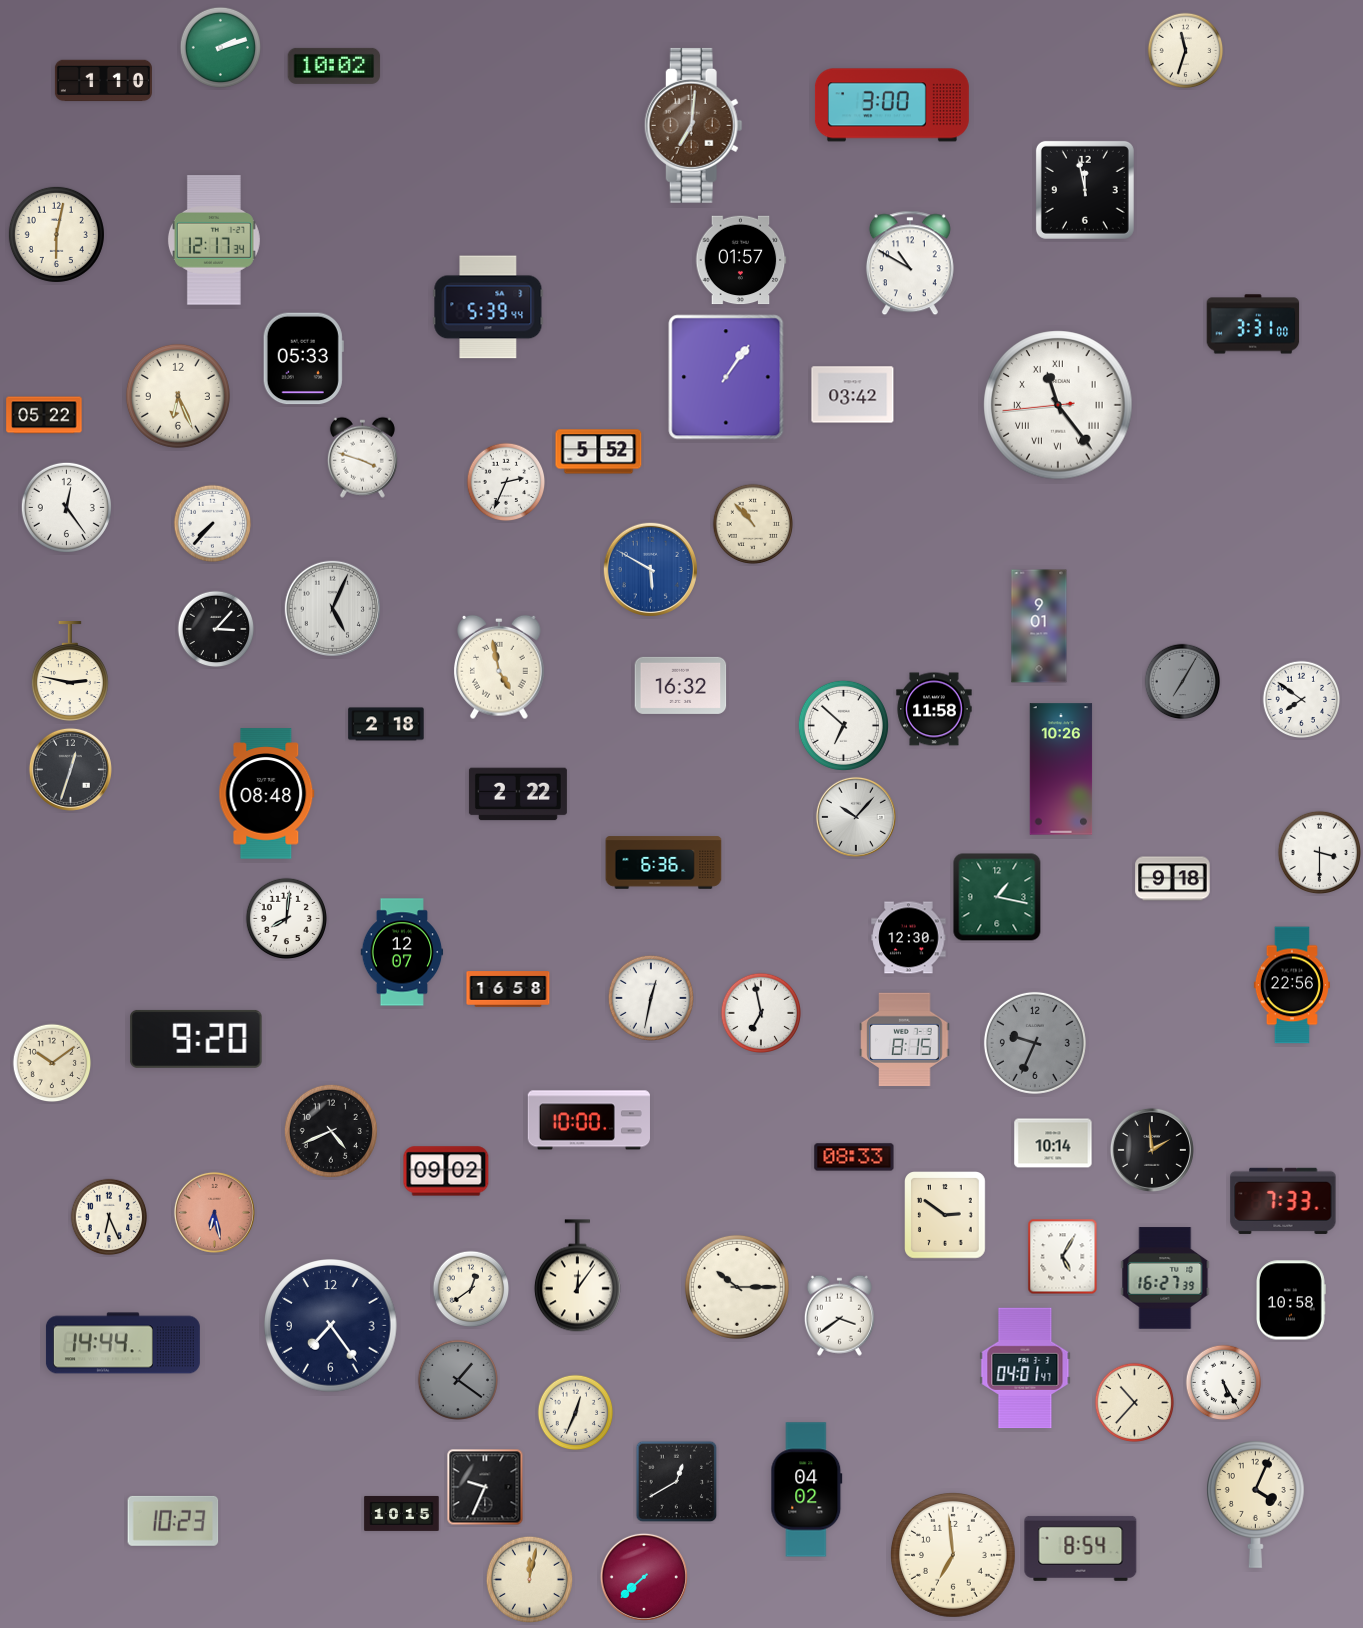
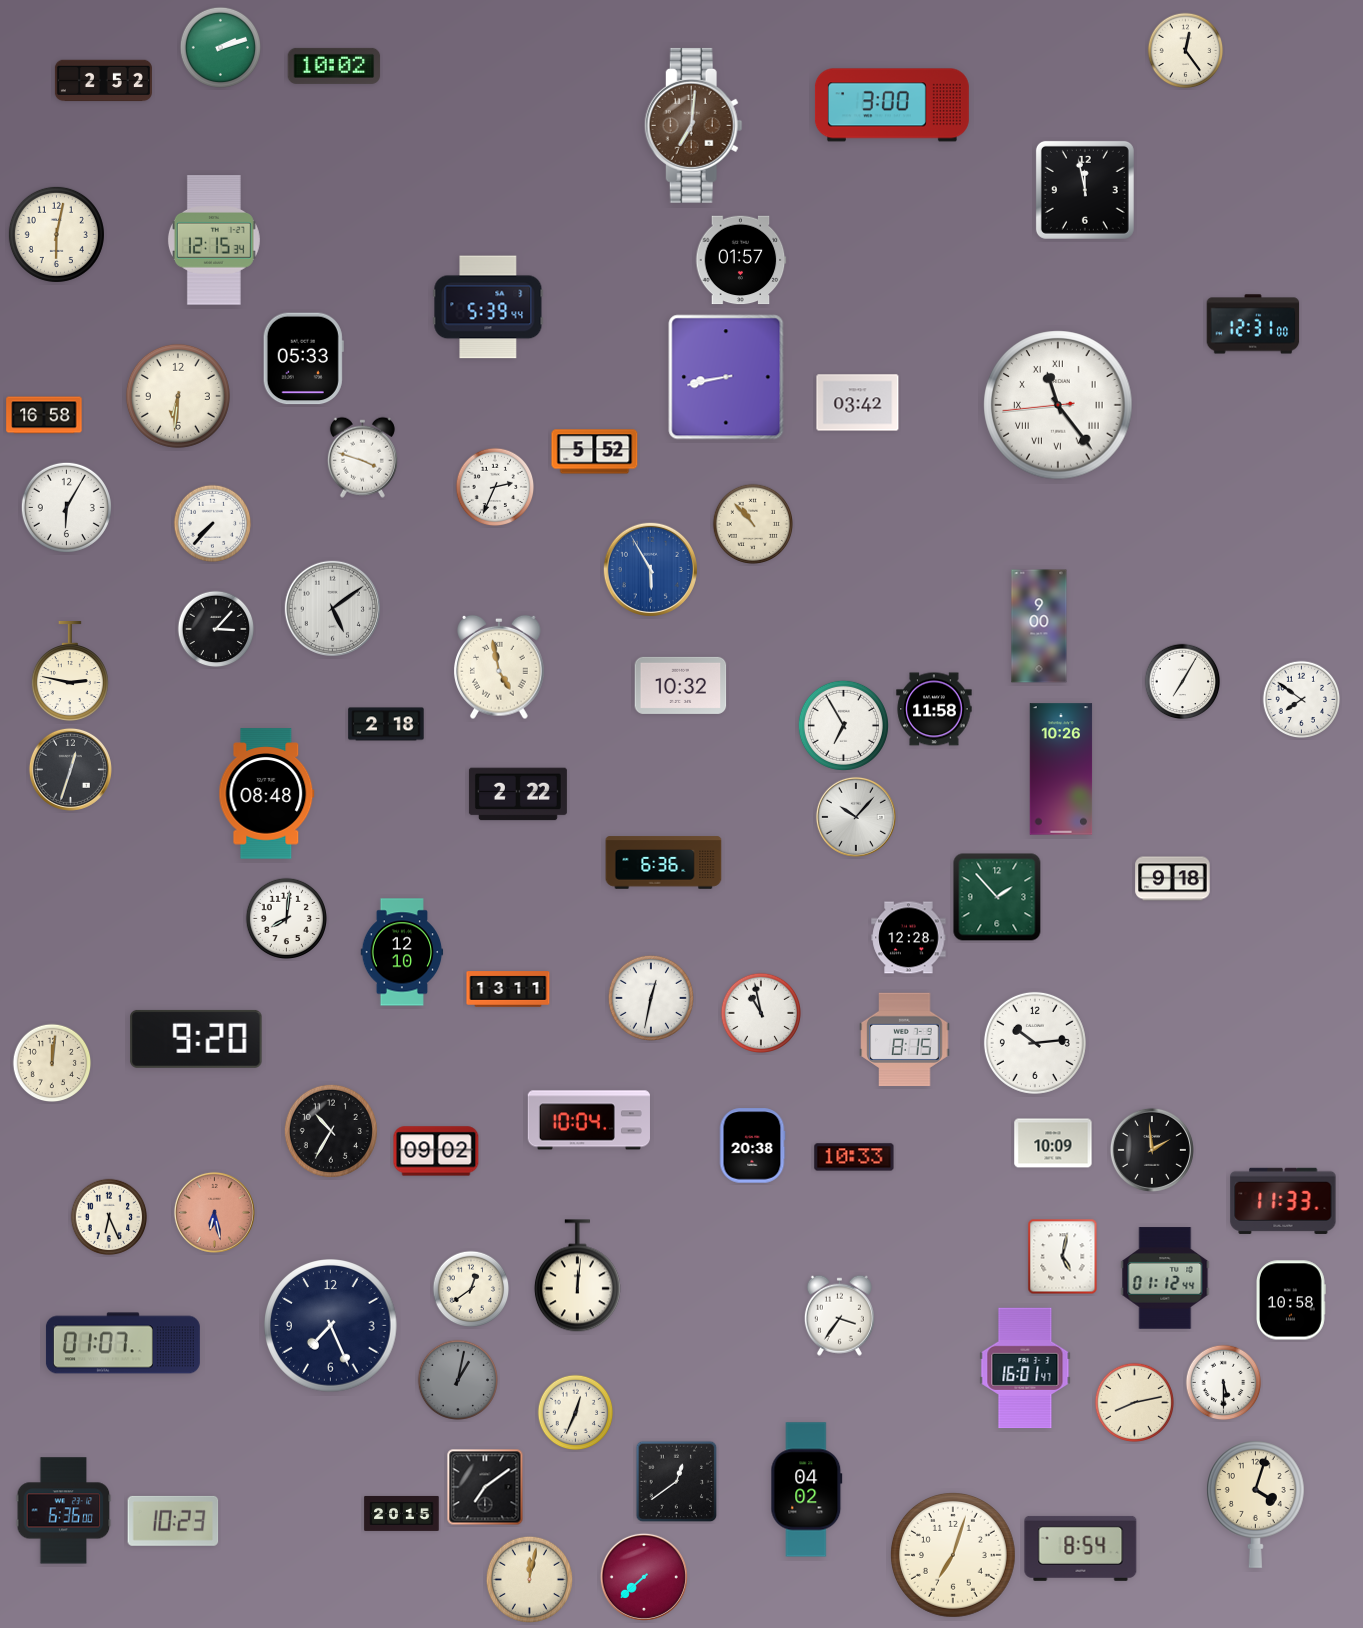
clock at (1186, 51): 11:33 -> 12:24
clock at (103, 81): 1:10 -> 2:52
clock at (214, 240): 12:17 -> 12:15
clock at (910, 263): 10:50 -> none
clock at (1253, 324): 3:31 -> 12:31
clock at (726, 377): 1:06 -> 8:43
clock at (853, 395) position: (853, 395) -> (858, 403)
clock at (178, 396): 6:26 -> 6:31
clock at (44, 415): 05:22 -> 16:58
clock at (599, 452) position: (599, 452) -> (595, 452)
clock at (506, 482) position: (506, 482) -> (495, 487)
clock at (66, 507): 12:24 -> 6:05
clock at (650, 569): 5:50 -> 5:55
clock at (332, 608): 5:04 -> 5:09
clock at (1039, 626): 9:01 -> 9:00
clock at (1183, 682) dial: grey -> white
clock at (681, 685): 16:32 -> 10:32
clock at (843, 725): 6:52 -> 6:55
clock at (1319, 852): 3:30 -> none
clock at (997, 897): 1:17 -> 1:53
clock at (909, 938): 12:30 -> 12:28
clock at (402, 952): 12:07 -> 12:10
clock at (1292, 985): 22:56 -> none
clock at (508, 989): 16:58 -> 13:11
clock at (761, 1013): 6:58 -> 10:58
clock at (1035, 1043): 9:34 -> 10:14
clock at (1035, 1043) dial: grey -> white
clock at (52, 1063): 10:09 -> 12:01
clock at (589, 1120): 10:00 -> 10:04
clock at (331, 1131): 4:41 -> 10:35
clock at (1053, 1143): 10:14 -> 10:09
clock at (752, 1146): none -> 20:38
clock at (854, 1157): 08:33 -> 10:33
clock at (446, 1171) position: (446, 1171) -> (436, 1151)
clock at (1283, 1201): 7:33 -> 11:33
clock at (946, 1216): 2:51 -> none
clock at (1063, 1257): 5:05 -> 5:02
clock at (577, 1276): 12:06 -> 12:01
clock at (1165, 1278): 16:27 -> 01:12
clock at (737, 1287): 10:15 -> none
clock at (839, 1315): 3:39 -> 3:36
clock at (331, 1326): 7:24 -> 7:26
clock at (123, 1343): 14:44 -> 01:07
clock at (1025, 1368): 04:01 -> 16:01
clock at (458, 1380): 1:21 -> 1:02
clock at (1224, 1383): 5:25 -> 5:30
clock at (1135, 1403): 10:37 -> 8:13
clock at (677, 1482): 12:40 -> 12:39
clock at (485, 1487): 9:34 -> 7:09
clock at (1255, 1504): 4:04 -> 4:03
clock at (64, 1511): none -> 6:36
clock at (402, 1513): 10:15 -> 20:15
clock at (954, 1556): 6:59 -> 7:03
